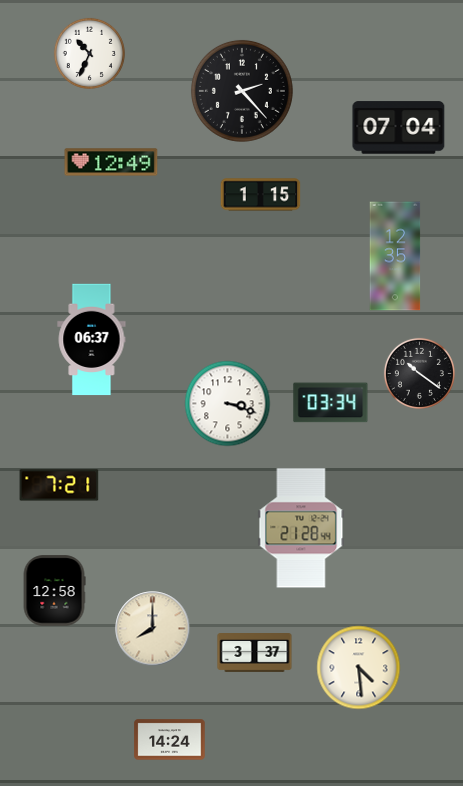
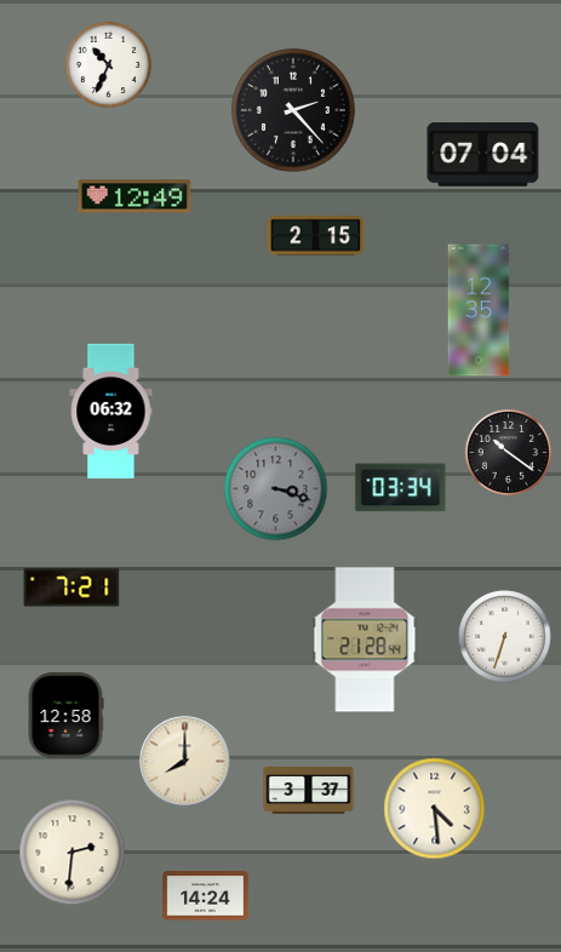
clock at (261, 195): 1:15 -> 2:15
clock at (92, 340): 06:37 -> 06:32
clock at (228, 404) dial: white -> grey
clock at (505, 637): none -> 6:33
clock at (73, 853): none -> 2:31
